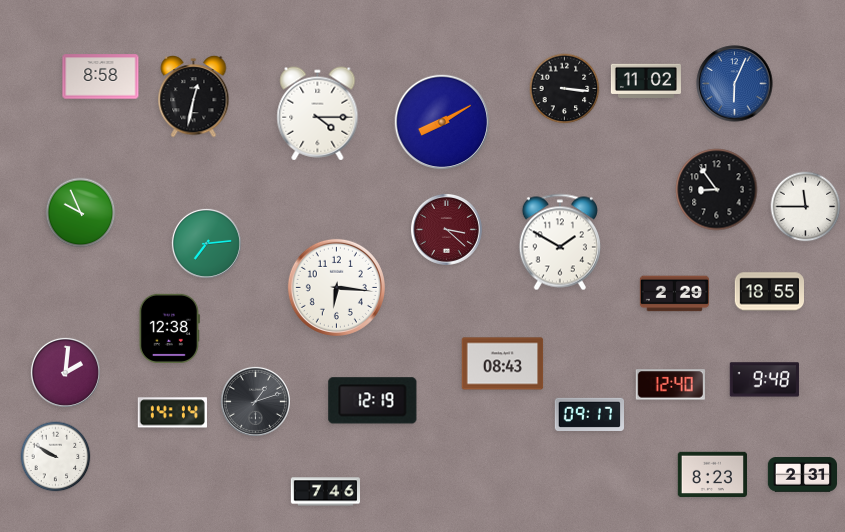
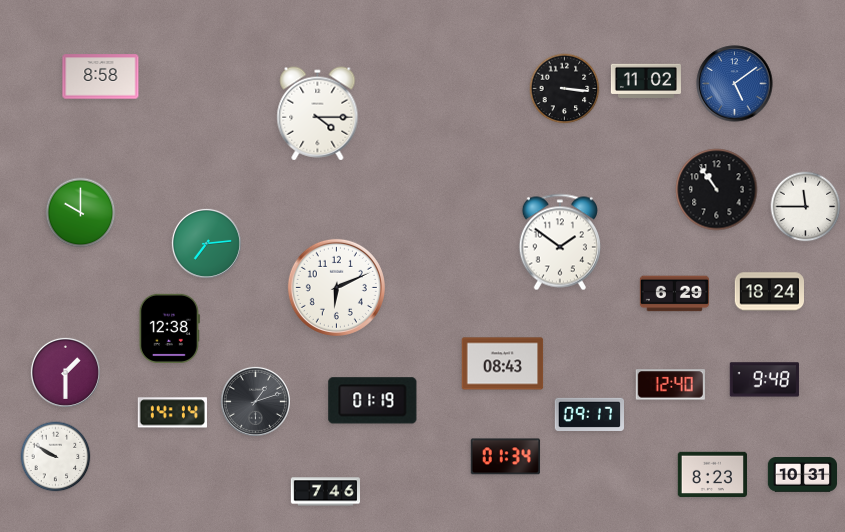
clock at (735, 84): 6:04 -> 5:09
clock at (194, 97): 12:32 -> none
clock at (442, 122): 8:10 -> none
clock at (717, 190): 8:54 -> 10:54
clock at (81, 213): 9:56 -> 10:00
clock at (446, 229): 3:22 -> none
clock at (560, 242): 1:50 -> 1:51
clock at (336, 287): 6:16 -> 6:11
clock at (769, 292): 18:55 -> 18:24
clock at (675, 294): 2:29 -> 6:29
clock at (65, 372): 2:01 -> 1:30
clock at (373, 401): 12:19 -> 01:19
clock at (505, 457): none -> 01:34
clock at (803, 475): 2:31 -> 10:31
